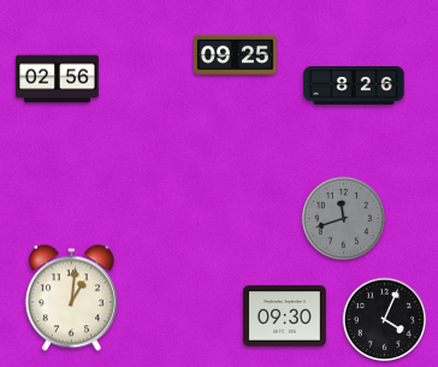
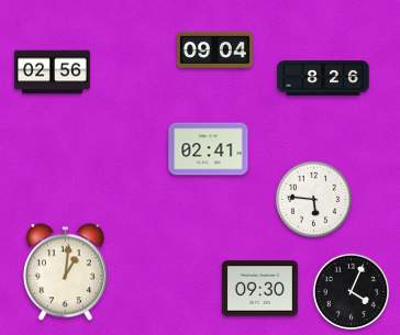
clock at (235, 55): 09:25 -> 09:04
clock at (209, 149): none -> 02:41
clock at (343, 218): 11:42 -> 5:46
clock at (343, 218) dial: grey -> white
